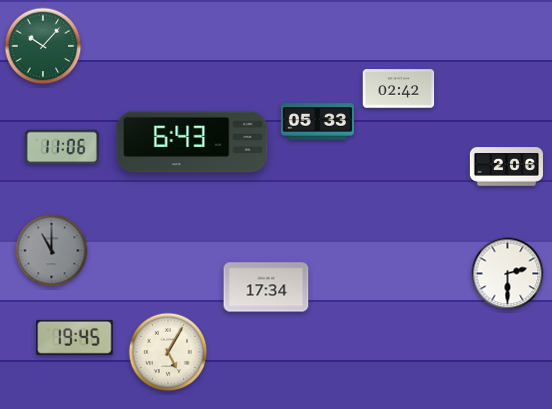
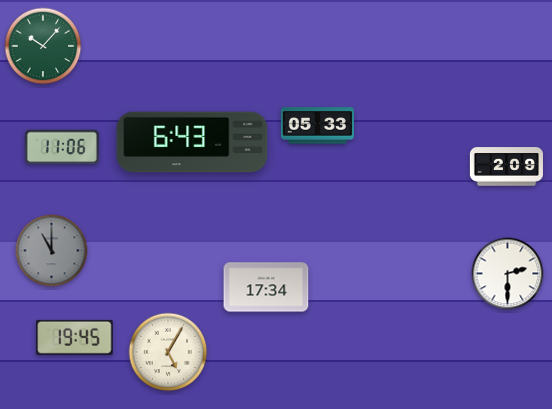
clock at (399, 89): 02:42 -> none
clock at (317, 122) position: (317, 122) -> (317, 126)
clock at (506, 167): 2:06 -> 2:09
